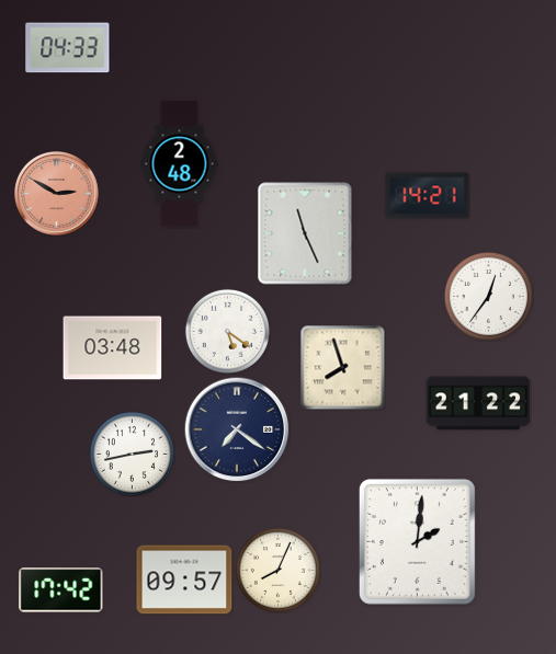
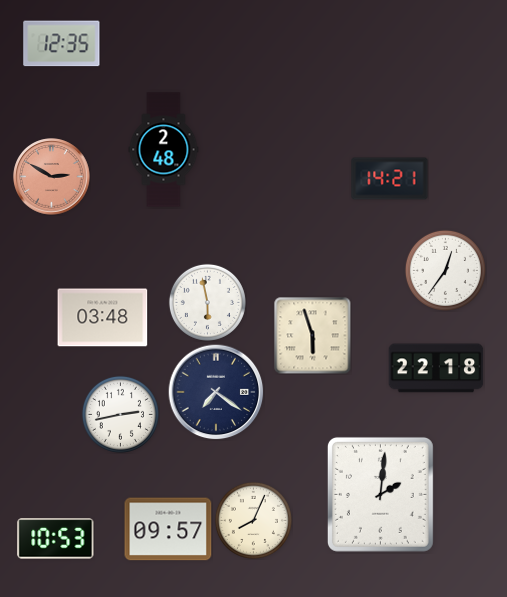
clock at (68, 48): 04:33 -> 12:35
clock at (305, 233): 11:26 -> none
clock at (227, 331): 5:21 -> 5:58
clock at (342, 367): 7:57 -> 5:57
clock at (478, 403): 21:22 -> 22:18
clock at (61, 590): 17:42 -> 10:53
